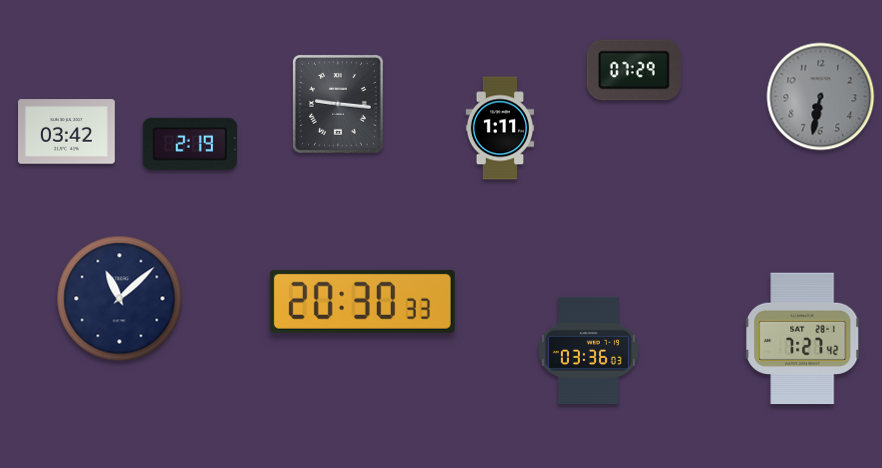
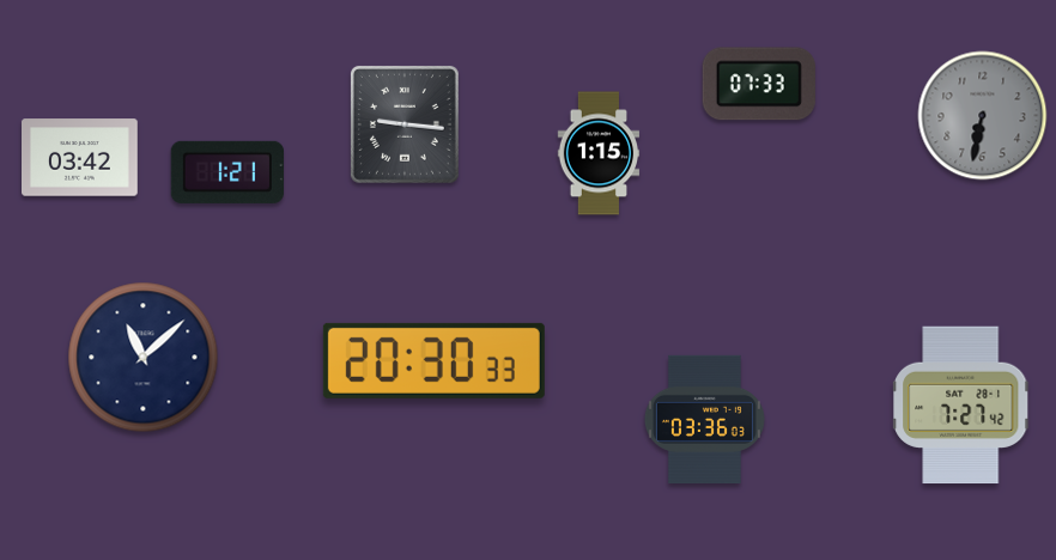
clock at (634, 70): 07:29 -> 07:33
clock at (500, 128): 1:11 -> 1:15
clock at (190, 144): 2:19 -> 1:21
